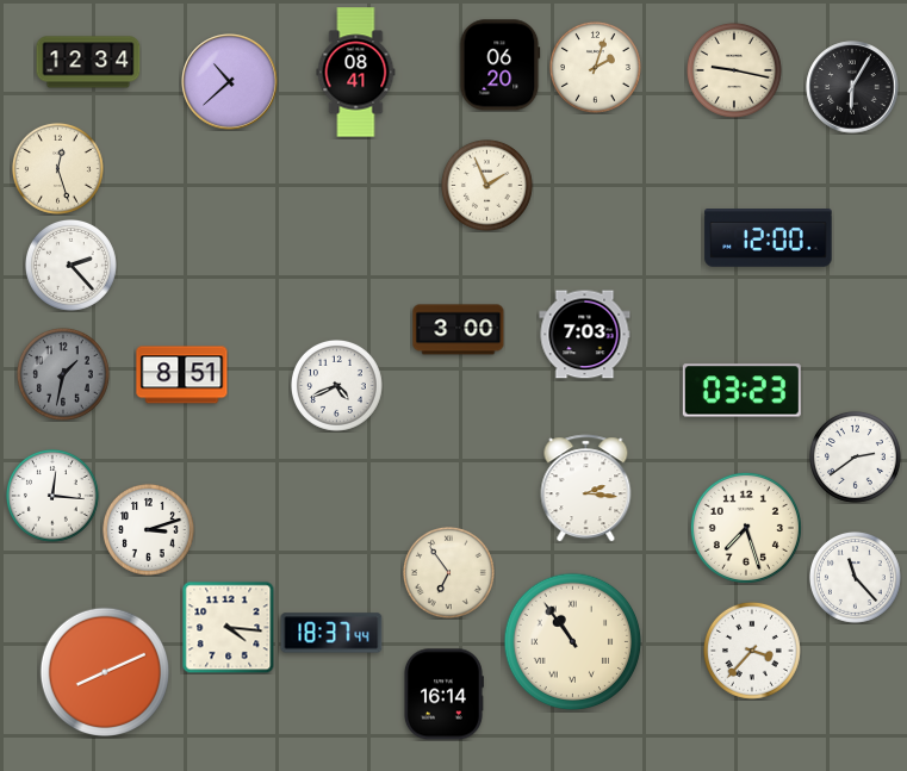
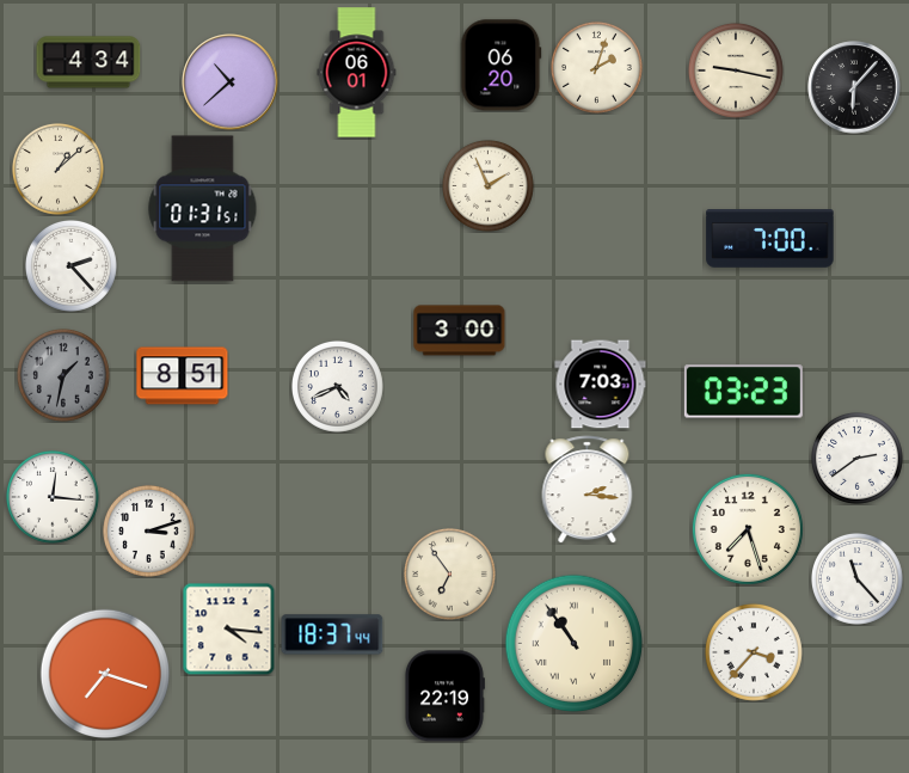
clock at (88, 62): 12:34 -> 4:34
clock at (356, 73): 08:41 -> 06:01
clock at (852, 87): 6:05 -> 6:07
clock at (57, 168): 12:27 -> 1:08
clock at (203, 209): none -> 01:31
clock at (769, 238): 12:00 -> 7:00
clock at (585, 335) position: (585, 335) -> (601, 385)
clock at (104, 671): 8:11 -> 7:18
clock at (443, 695): 16:14 -> 22:19
